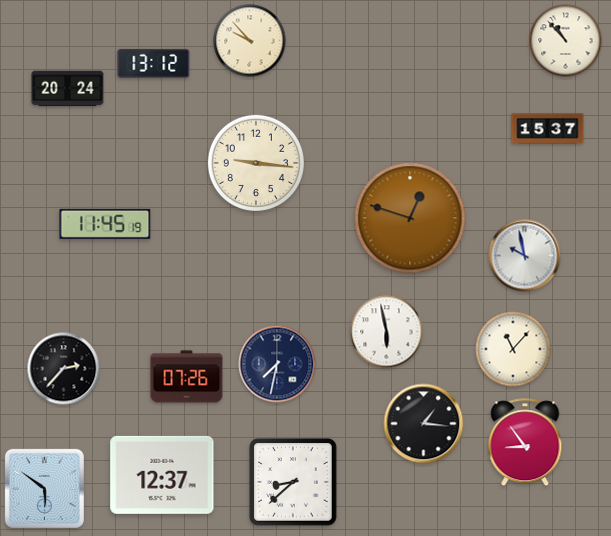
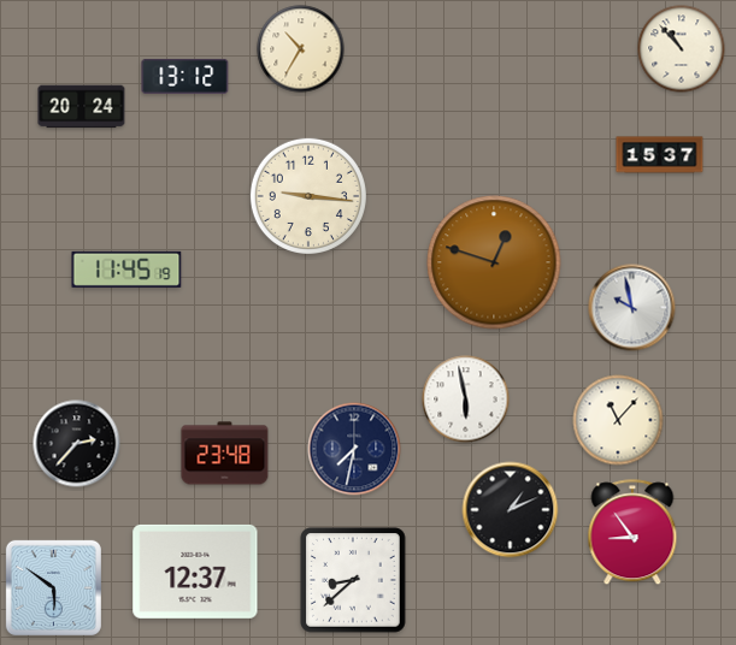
clock at (250, 41): 9:53 -> 10:35
clock at (277, 364) position: (277, 364) -> (354, 449)
clock at (187, 377): 07:26 -> 23:48
clock at (424, 424): 1:16 -> 1:11
